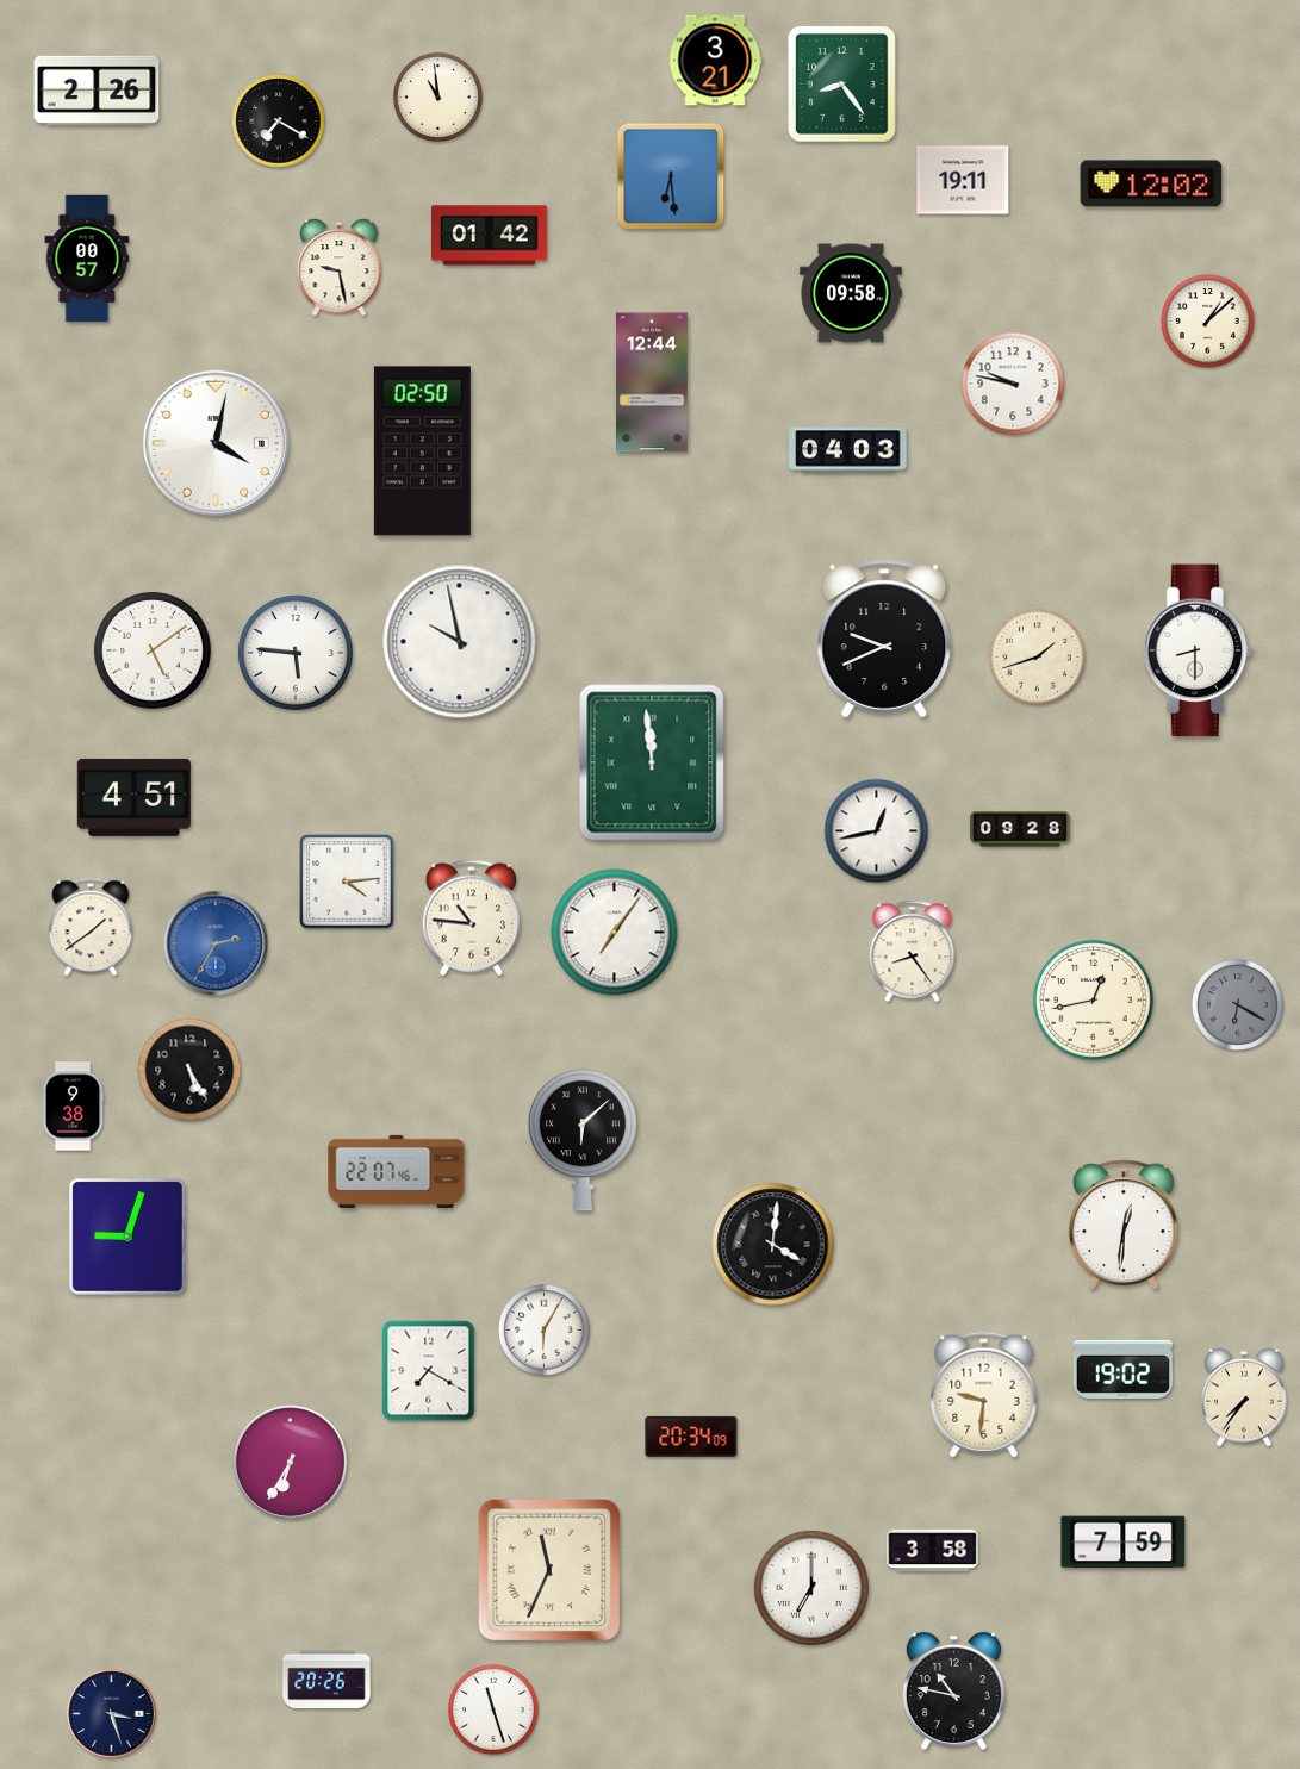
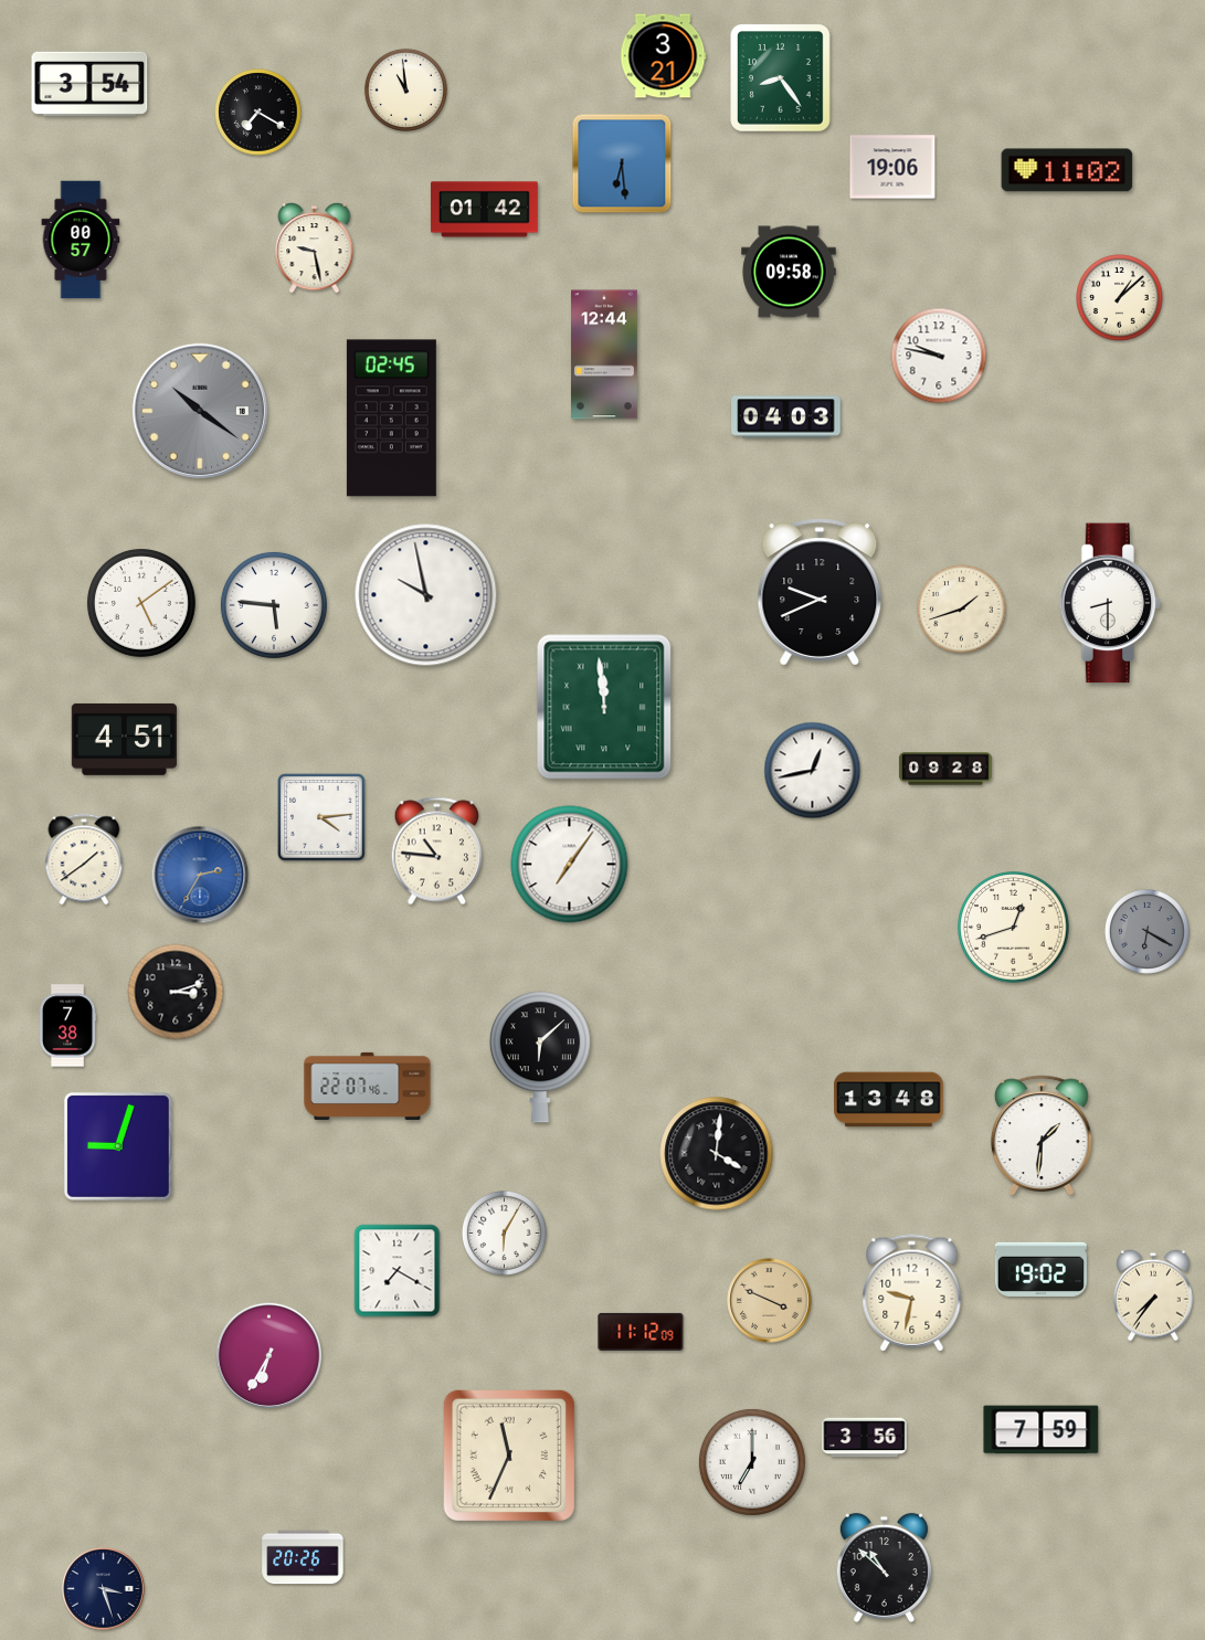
clock at (97, 91): 2:26 -> 3:54
clock at (963, 180): 19:11 -> 19:06
clock at (1151, 183): 12:02 -> 11:02
clock at (489, 236) position: (489, 236) -> (484, 210)
clock at (216, 443): 4:02 -> 10:21
clock at (216, 443) dial: white -> grey
clock at (422, 451): 02:50 -> 02:45
clock at (913, 952): 8:24 -> none
clock at (1094, 1001): 12:43 -> 12:42
clock at (189, 1070): 5:25 -> 3:12
clock at (73, 1107): 9:38 -> 7:38
clock at (889, 1100): none -> 13:48
clock at (1124, 1225): 12:31 -> 1:31
clock at (984, 1395): 9:31 -> 9:32
clock at (770, 1301): none -> 3:49
clock at (691, 1437): 20:34 -> 11:12
clock at (933, 1551): 3:58 -> 3:56
clock at (811, 1588) position: (811, 1588) -> (752, 1462)
clock at (953, 1692): 10:47 -> 10:52
clock at (493, 1709): 11:27 -> none
